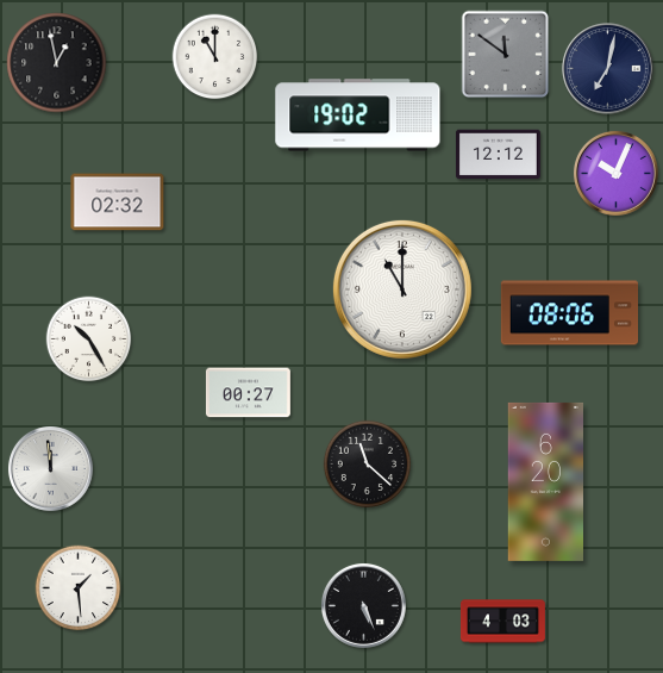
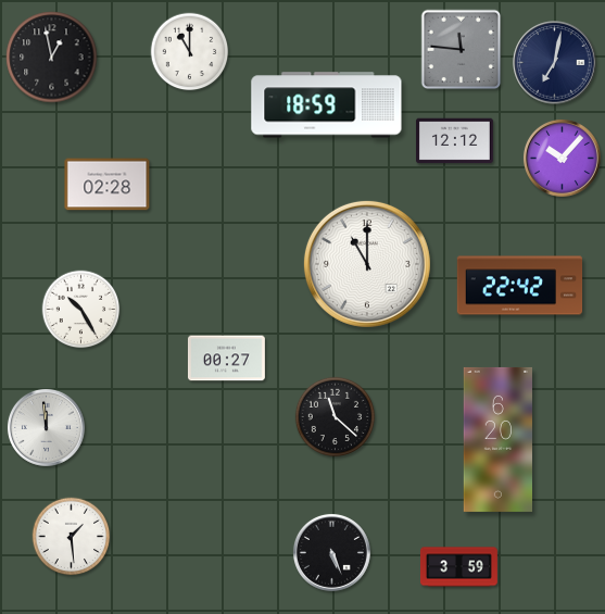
clock at (506, 55): 11:51 -> 11:46
clock at (215, 57) position: (215, 57) -> (190, 52)
clock at (358, 116): 19:02 -> 18:59
clock at (615, 173): 10:04 -> 10:07
clock at (118, 202): 02:32 -> 02:28
clock at (570, 313): 08:06 -> 22:42
clock at (368, 465) position: (368, 465) -> (336, 417)
clock at (503, 622): 4:03 -> 3:59
